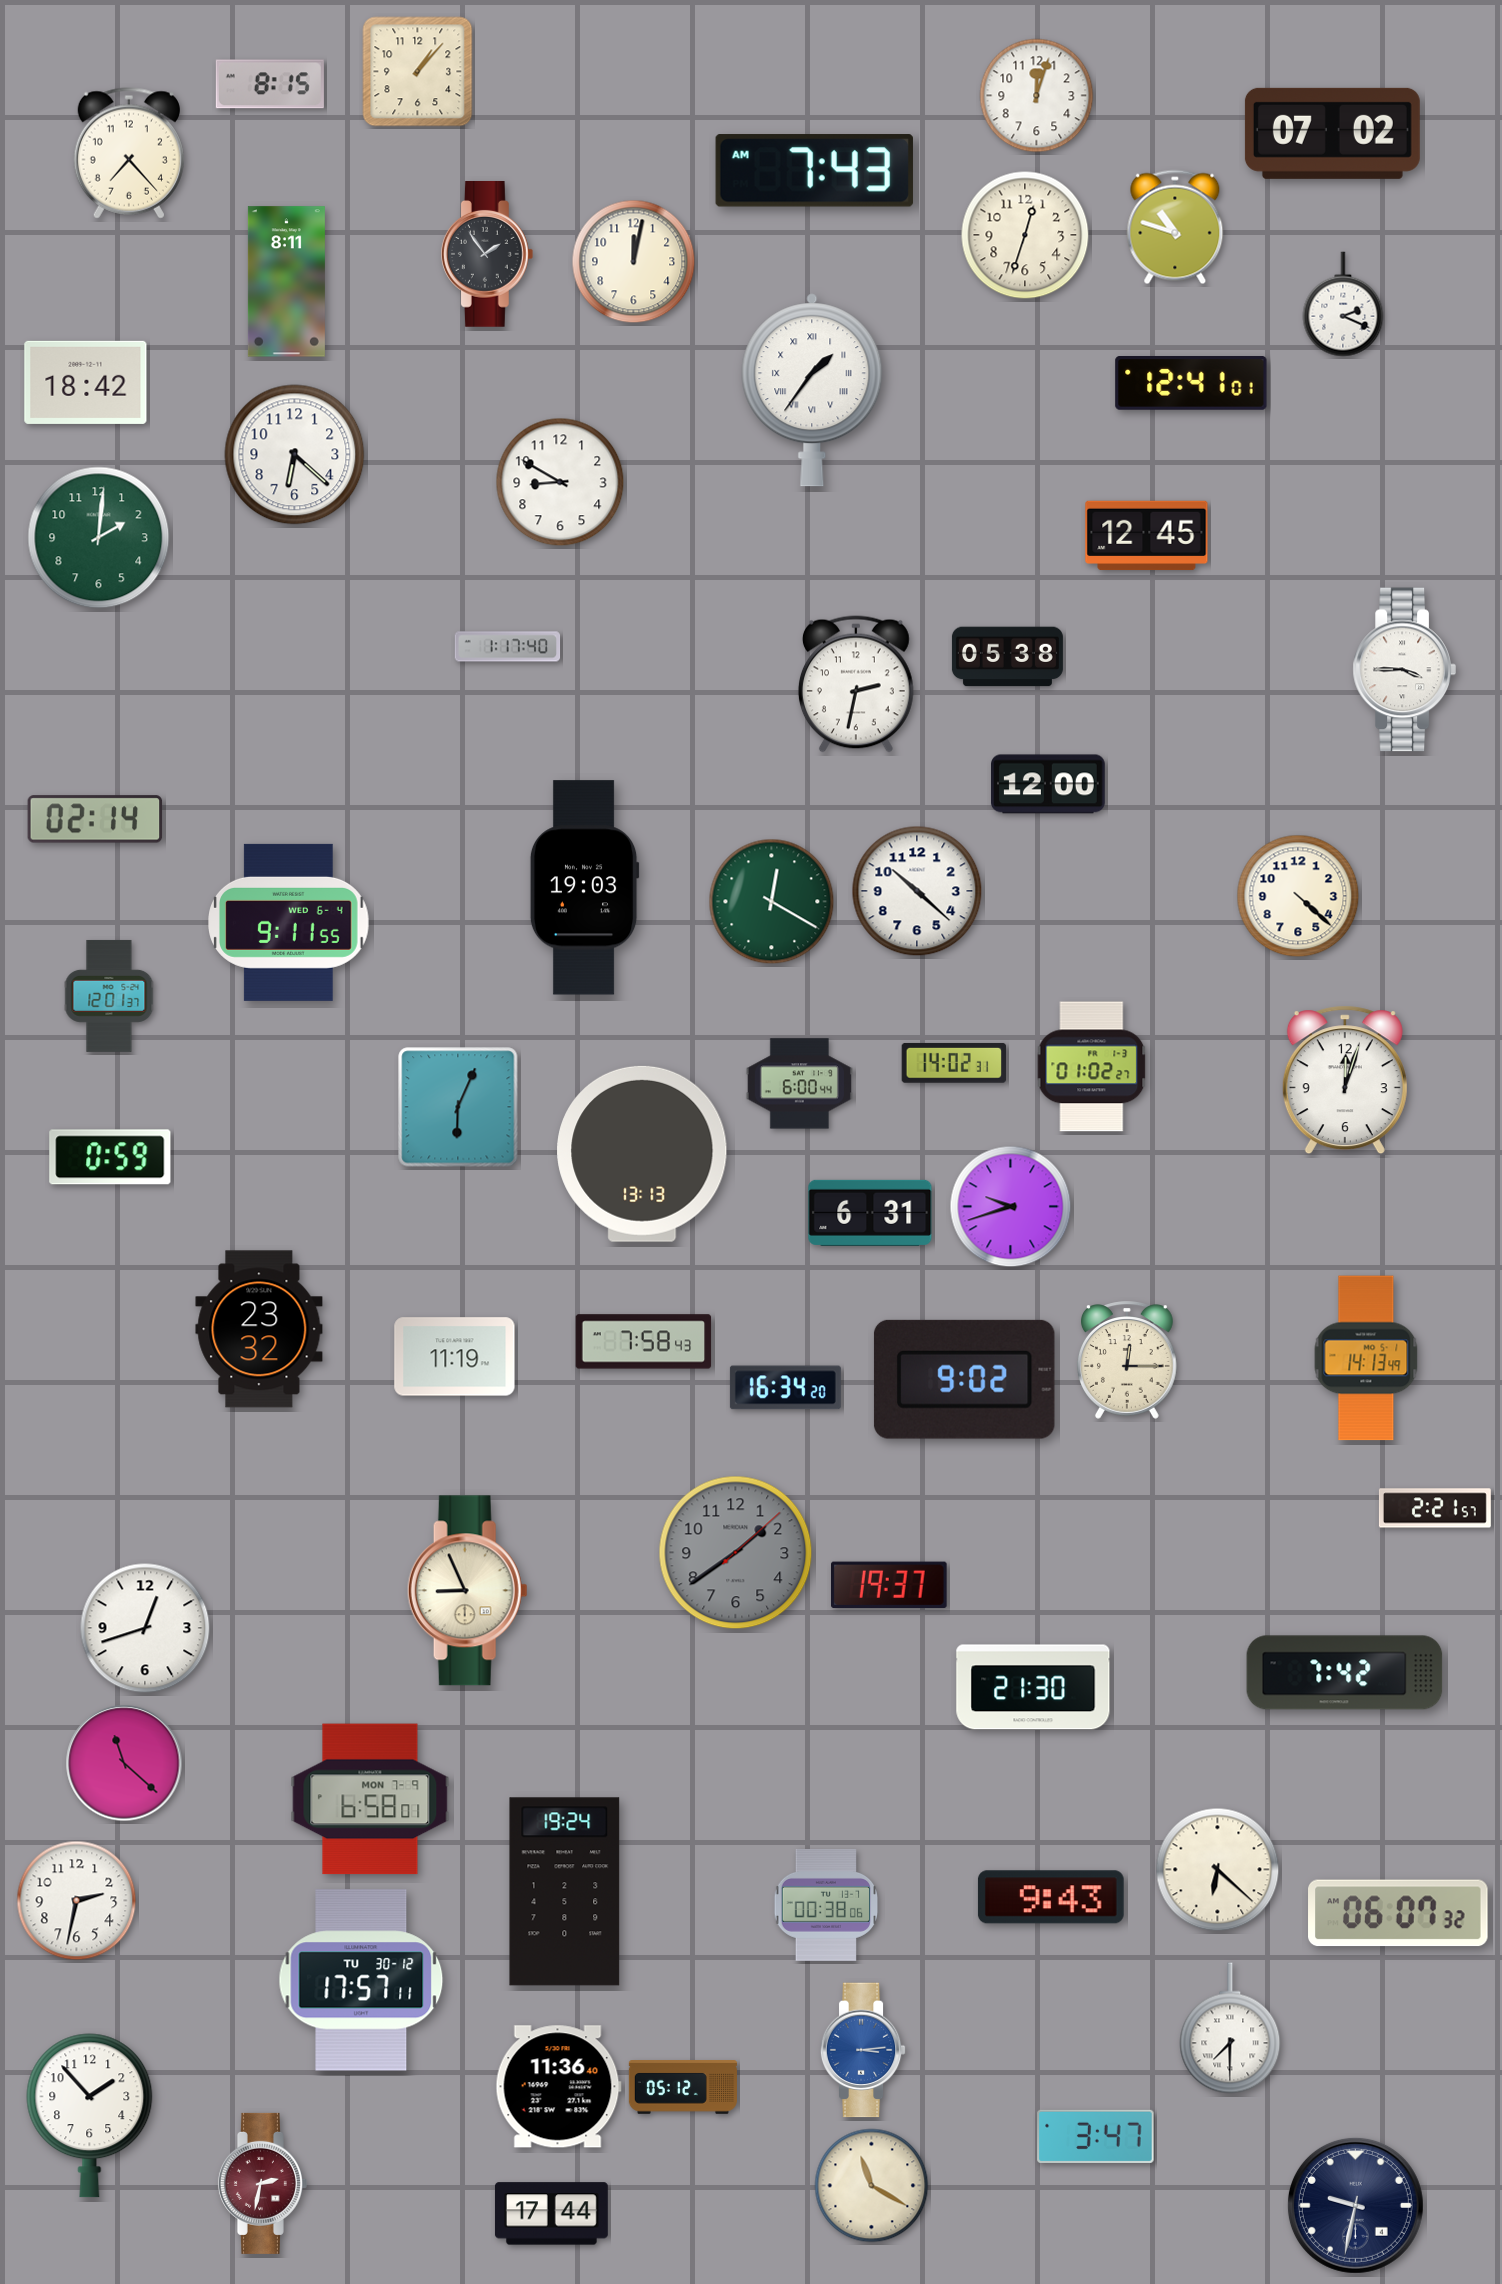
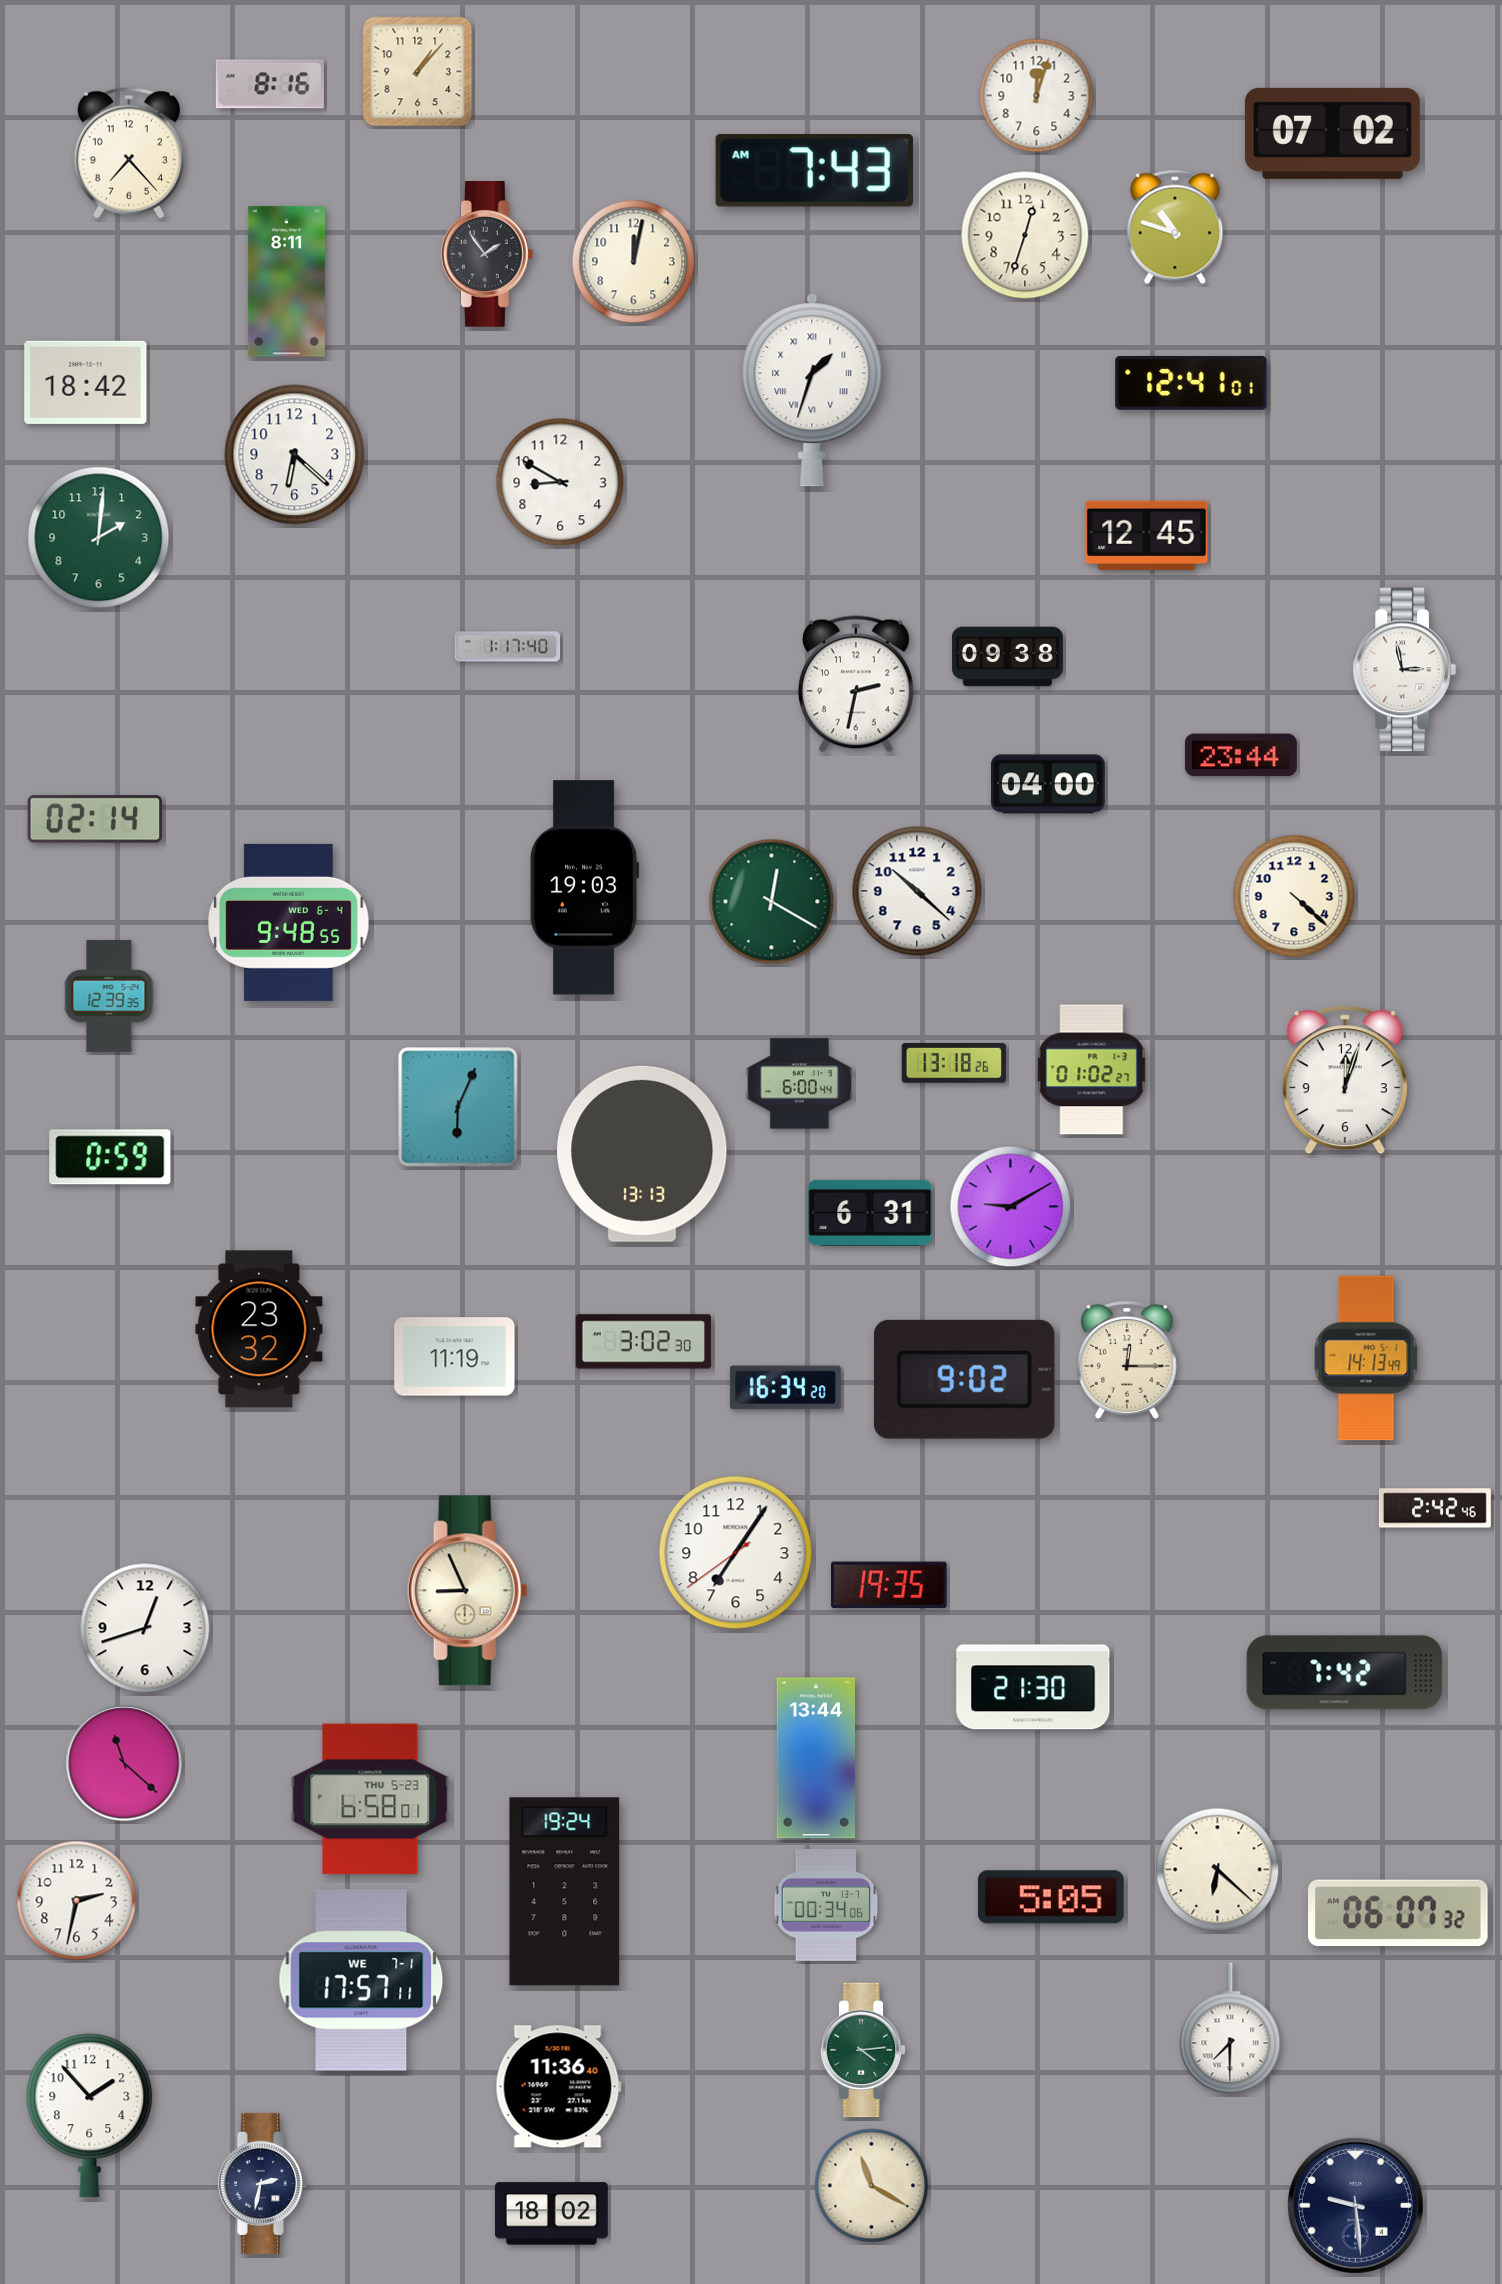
clock at (270, 84): 8:15 -> 8:16
clock at (1343, 304): 2:19 -> none
clock at (812, 390): 1:36 -> 1:33
clock at (1007, 657): 05:38 -> 09:38
clock at (1404, 670): 3:45 -> 2:58
clock at (1241, 755): none -> 23:44
clock at (1049, 784): 12:00 -> 04:00
clock at (1298, 896) position: (1298, 896) -> (1294, 896)
clock at (289, 922): 9:11 -> 9:48
clock at (109, 996): 12:01 -> 12:39
clock at (954, 1063): 14:02 -> 13:18
clock at (1092, 1067) position: (1092, 1067) -> (1092, 1070)
clock at (1011, 1207): 9:42 -> 9:10
clock at (644, 1342): 7:58 -> 3:02
clock at (1435, 1508): 2:21 -> 2:42
clock at (736, 1553): 1:39 -> 7:05
clock at (736, 1553) dial: grey -> white
clock at (890, 1585): 19:37 -> 19:35
clock at (816, 1758): none -> 13:44
clock at (370, 1799) date: MON 7-9 -> THU 5-23
clock at (1051, 1897): 9:43 -> 5:05
clock at (826, 1905): 00:38 -> 00:34
clock at (361, 1980) date: TU 30-12 -> WE 7-1
clock at (863, 2050): 3:14 -> 4:14
clock at (863, 2050) dial: blue -> green
clock at (683, 2087): 05:12 -> none
clock at (1096, 2136): 3:47 -> none
clock at (262, 2183) dial: burgundy -> navy
clock at (1355, 2205): 9:32 -> 9:29
clock at (551, 2214): 17:44 -> 18:02
